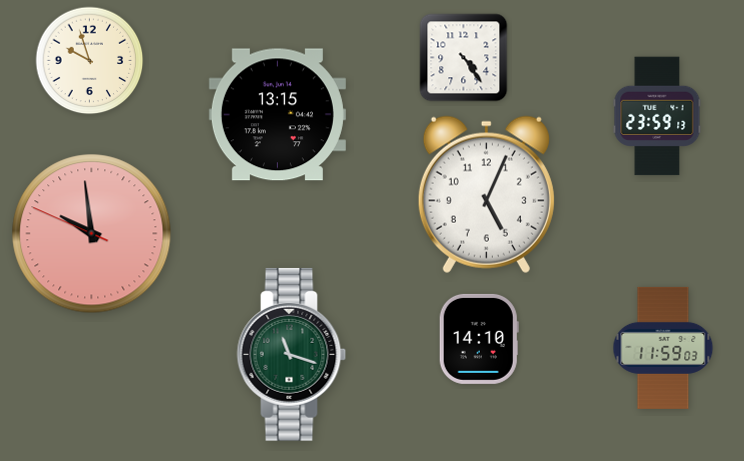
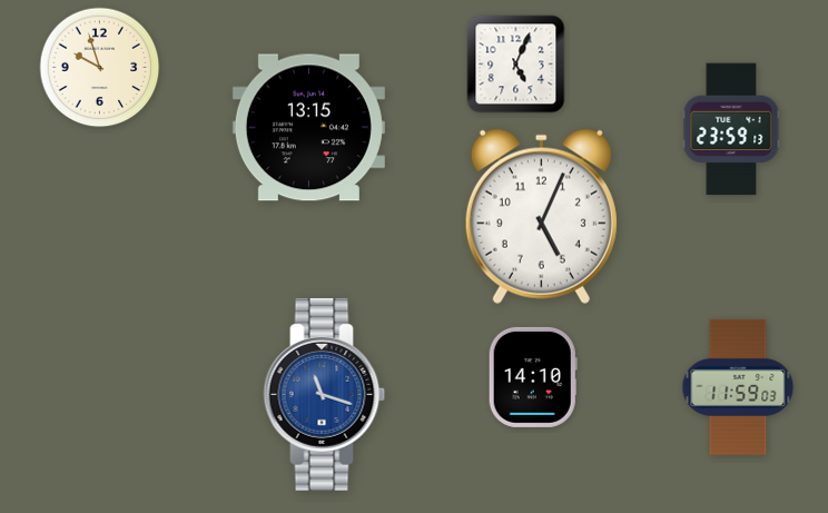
clock at (464, 58): 4:24 -> 5:04
clock at (92, 234): 9:58 -> none
clock at (292, 354) dial: green -> blue
